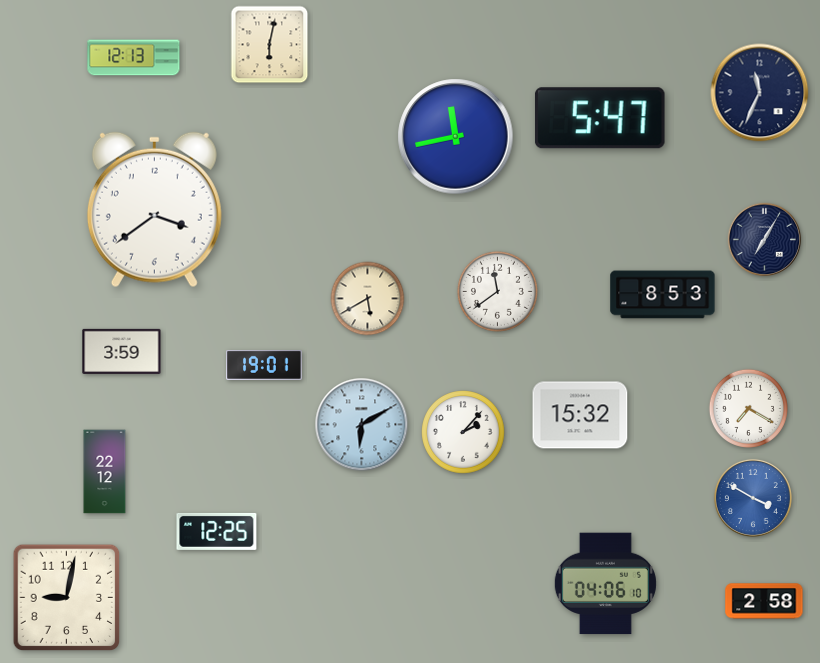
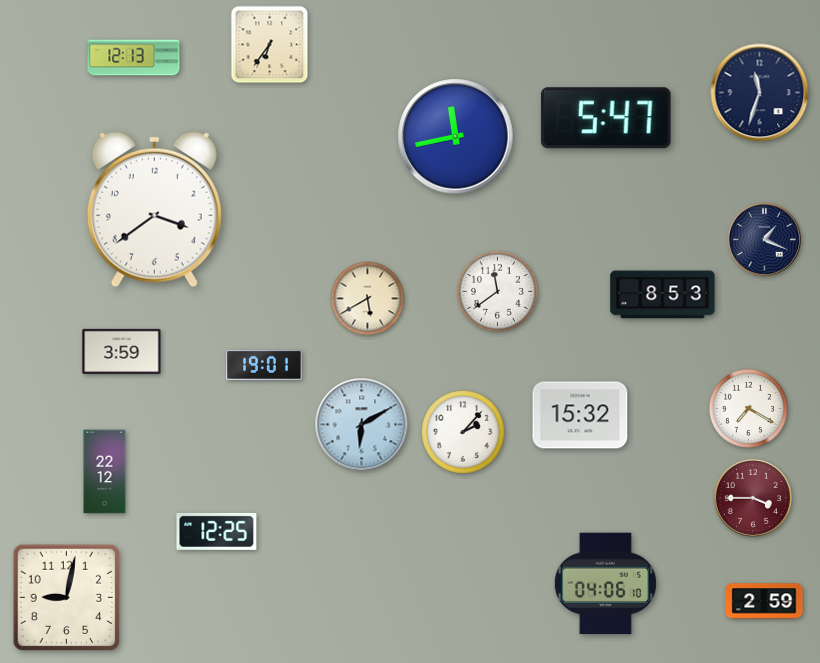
clock at (270, 45): 6:02 -> 6:36
clock at (760, 93): 11:34 -> 11:33
clock at (600, 118) position: (600, 118) -> (606, 118)
clock at (765, 240): 7:05 -> 1:19
clock at (753, 498): 3:50 -> 3:45
clock at (753, 498) dial: blue -> burgundy
clock at (764, 601): 2:58 -> 2:59
